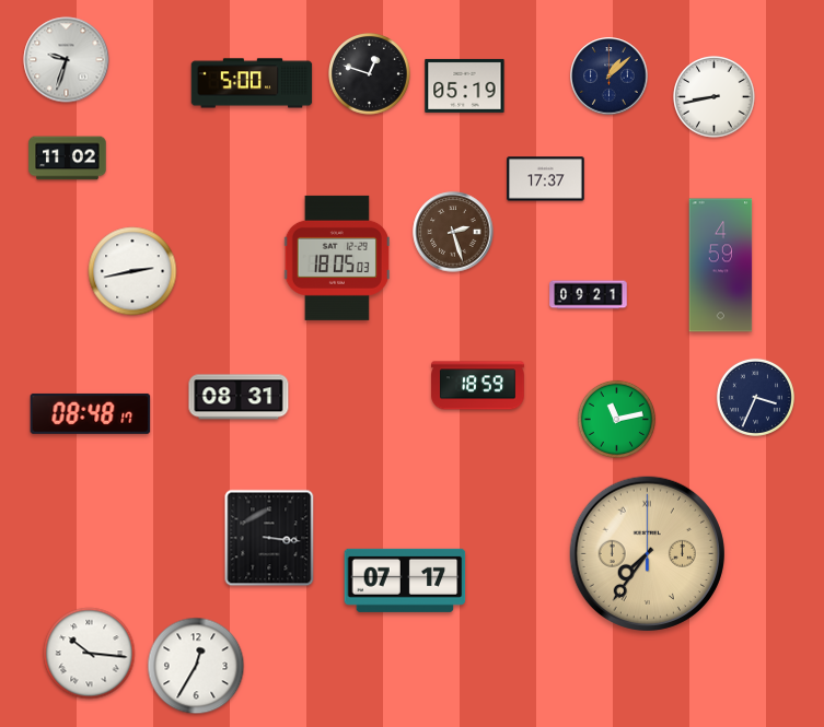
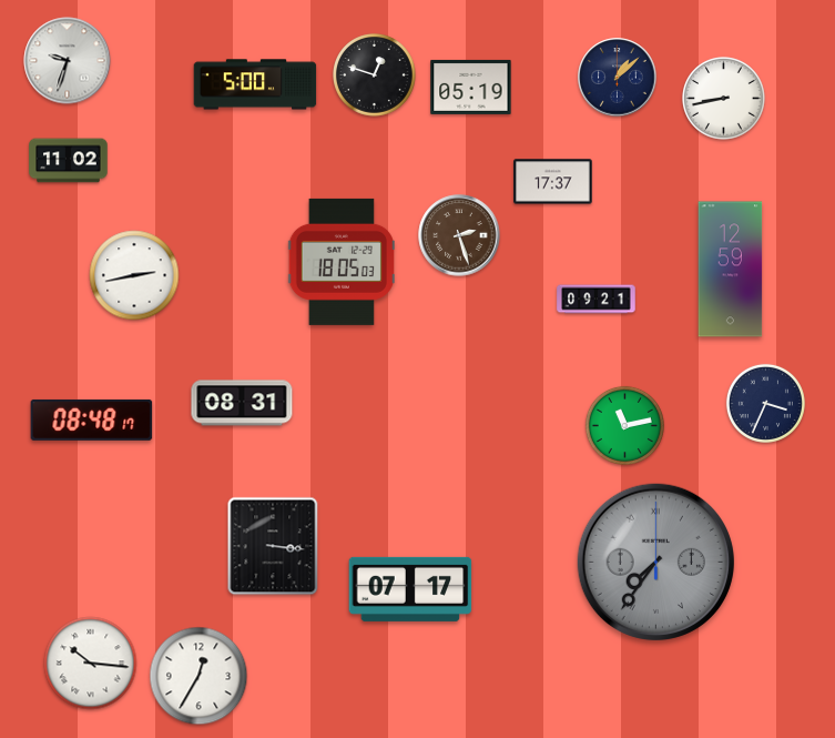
clock at (721, 266): 4:59 -> 12:59
clock at (478, 386): 18:59 -> none
clock at (647, 553) dial: champagne -> grey
